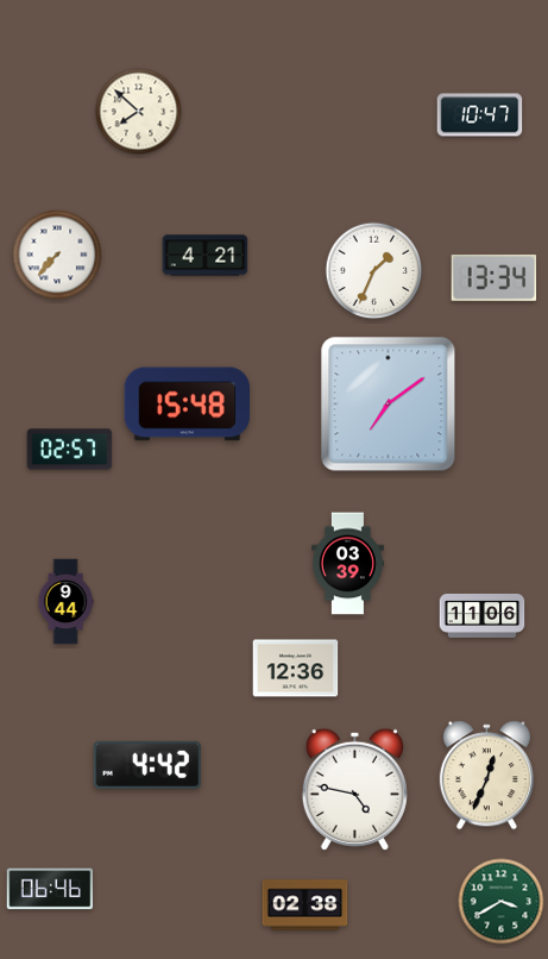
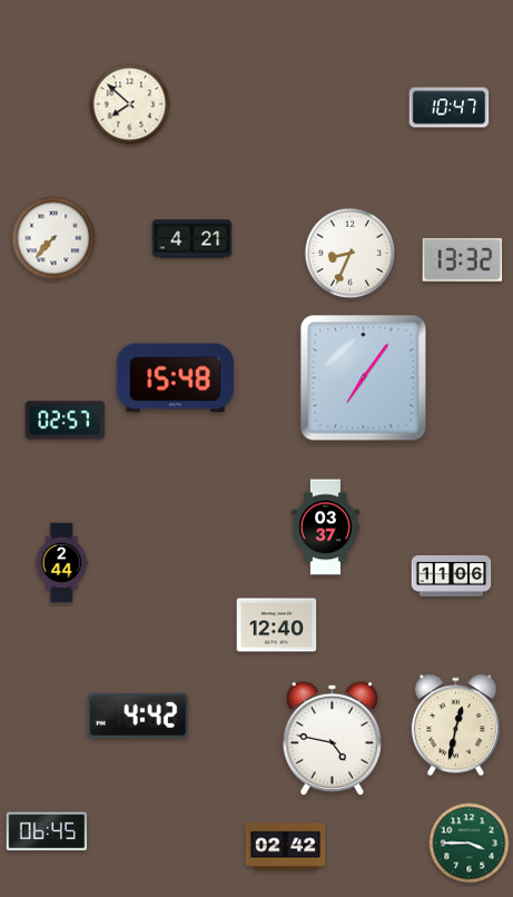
clock at (374, 271): 1:34 -> 8:34
clock at (495, 277): 13:34 -> 13:32
clock at (389, 405): 7:09 -> 7:06
clock at (347, 564): 03:39 -> 03:37
clock at (65, 602): 9:44 -> 2:44
clock at (296, 669): 12:36 -> 12:40
clock at (486, 776): 12:34 -> 12:32
clock at (50, 889): 06:46 -> 06:45
clock at (502, 902): 3:40 -> 3:45
clock at (306, 905): 02:38 -> 02:42
